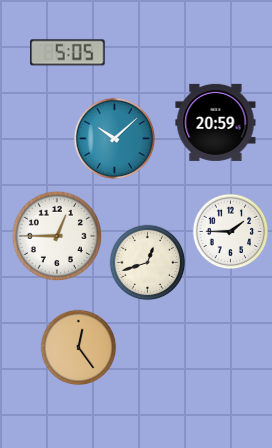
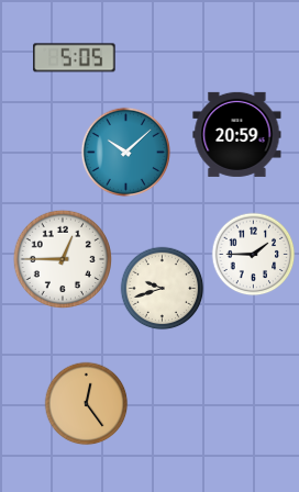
clock at (148, 263): 12:42 -> 9:42
clock at (79, 348) position: (79, 348) -> (87, 404)
